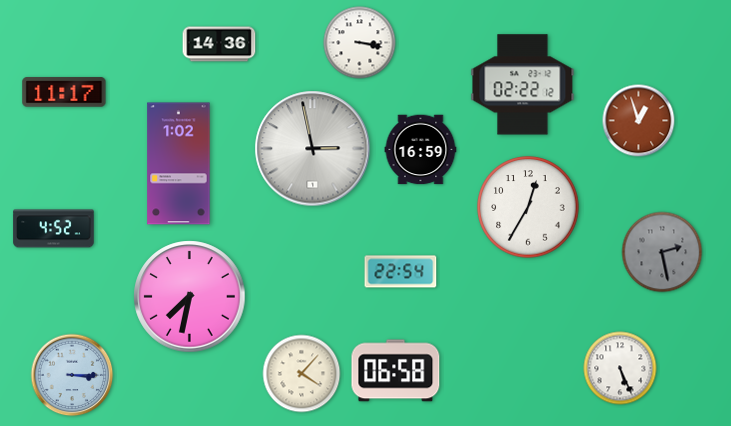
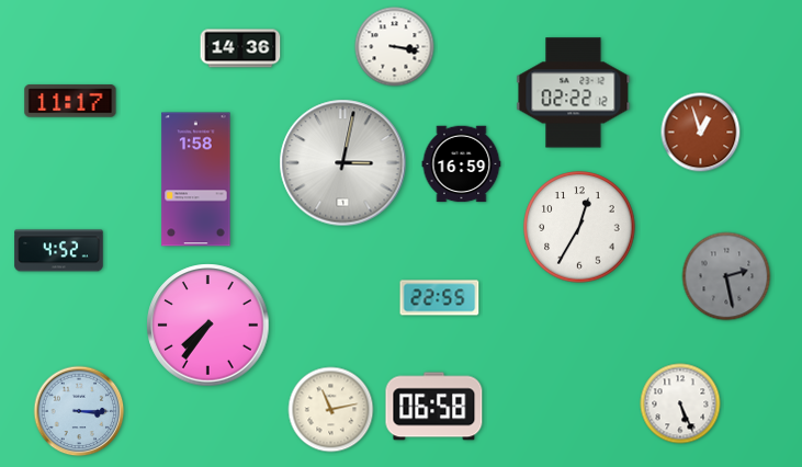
clock at (313, 149): 2:58 -> 3:02
clock at (179, 164): 1:02 -> 1:58
clock at (401, 272): 22:54 -> 22:55
clock at (190, 297): 7:32 -> 7:36
clock at (302, 374): 4:07 -> 11:13
